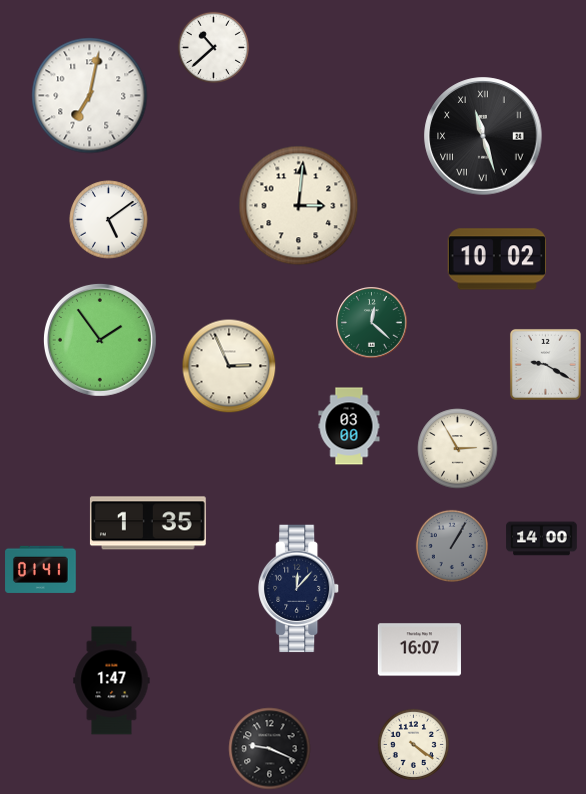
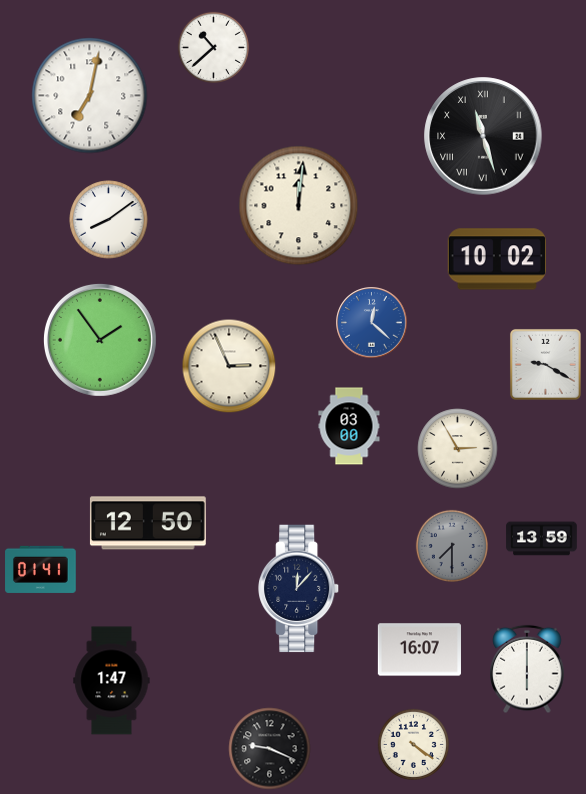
clock at (299, 206): 3:01 -> 12:01
clock at (109, 220): 5:09 -> 8:09
clock at (372, 323) dial: green -> blue
clock at (148, 523): 1:35 -> 12:50
clock at (542, 539): 14:00 -> 13:59
clock at (452, 546): 1:05 -> 7:30
clock at (527, 669): none -> 6:00
